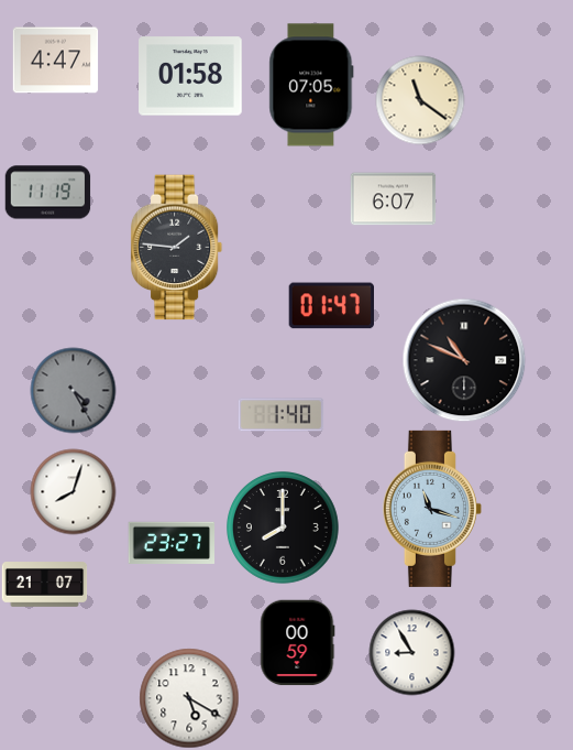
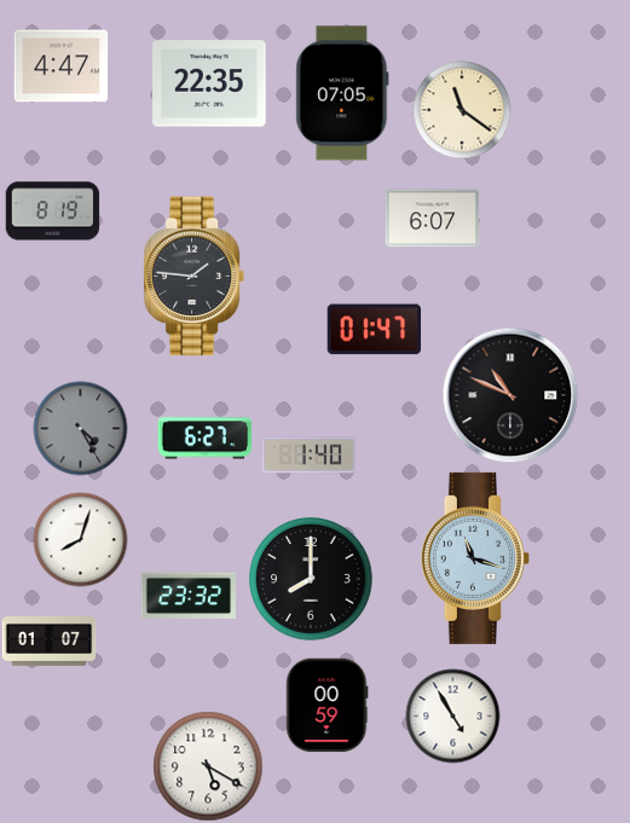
clock at (190, 76): 01:58 -> 22:35
clock at (47, 193): 11:19 -> 8:19
clock at (177, 248) position: (177, 248) -> (195, 277)
clock at (331, 306) position: (331, 306) -> (374, 330)
clock at (204, 439): none -> 6:27
clock at (172, 543): 23:27 -> 23:32
clock at (44, 585): 21:07 -> 01:07
clock at (411, 652): 8:55 -> 4:55
